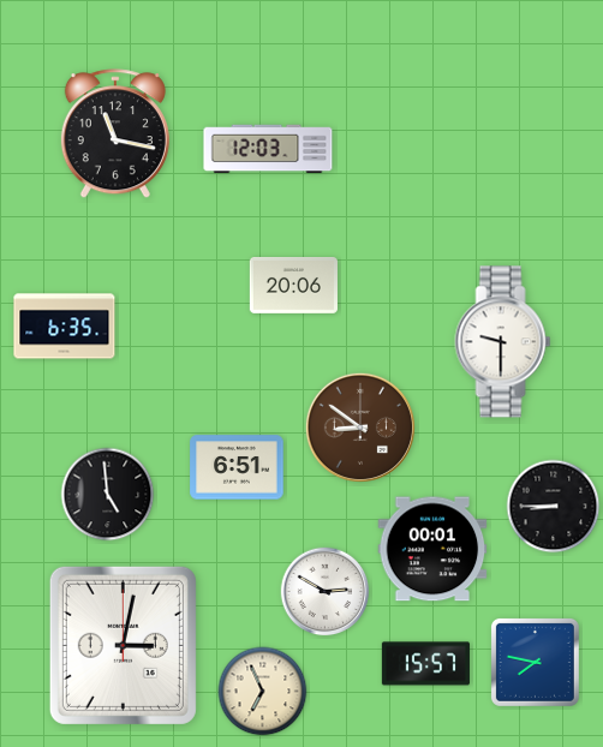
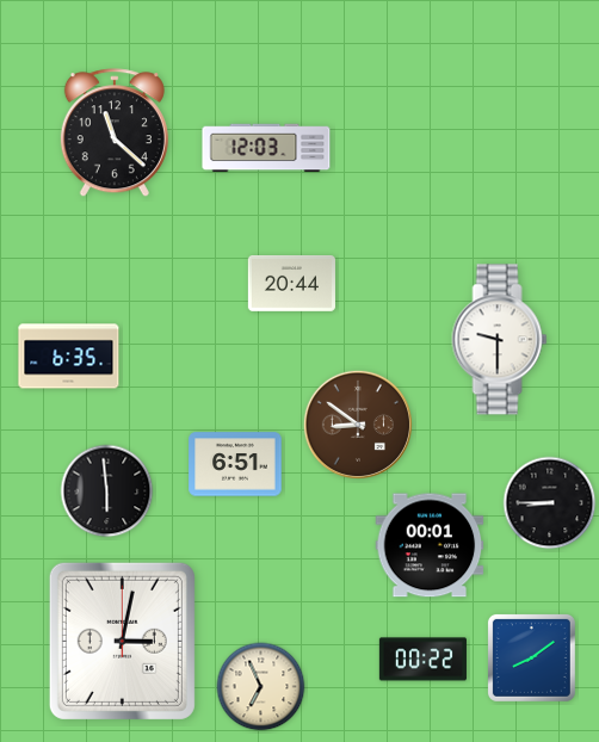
clock at (115, 135): 11:17 -> 11:22
clock at (293, 285): 20:06 -> 20:44
clock at (65, 327) position: (65, 327) -> (69, 357)
clock at (108, 495): 4:59 -> 5:59
clock at (326, 592): 2:50 -> none
clock at (535, 662): 7:47 -> 8:09
clock at (425, 664): 15:57 -> 00:22
